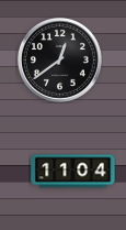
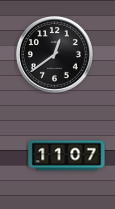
clock at (73, 172): 11:04 -> 11:07
